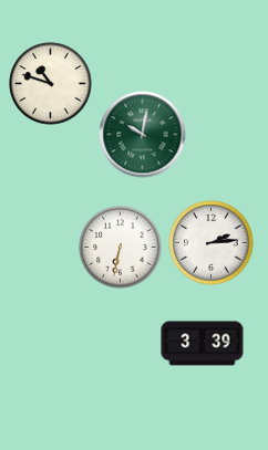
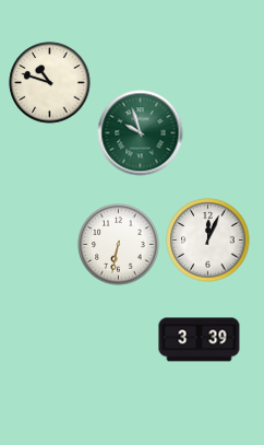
clock at (143, 135): 10:02 -> 9:57
clock at (212, 243): 2:14 -> 12:04
